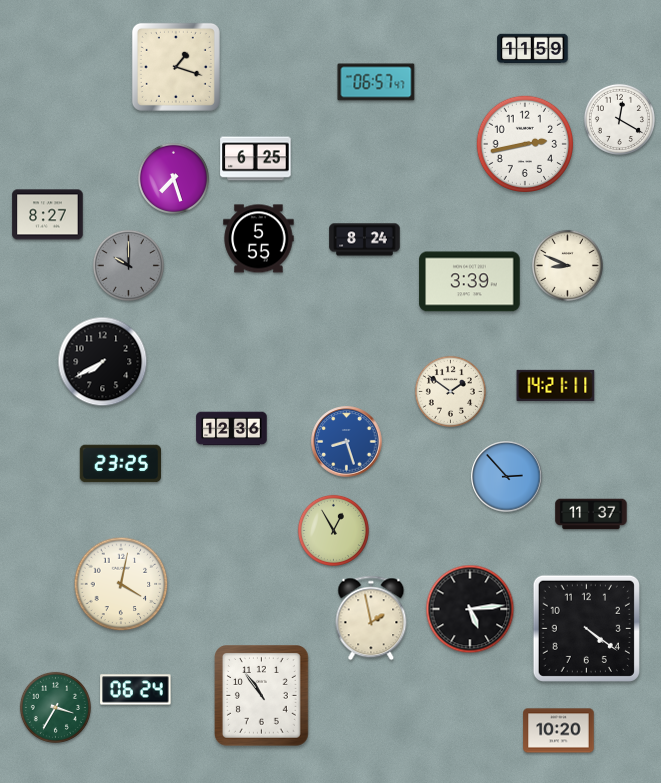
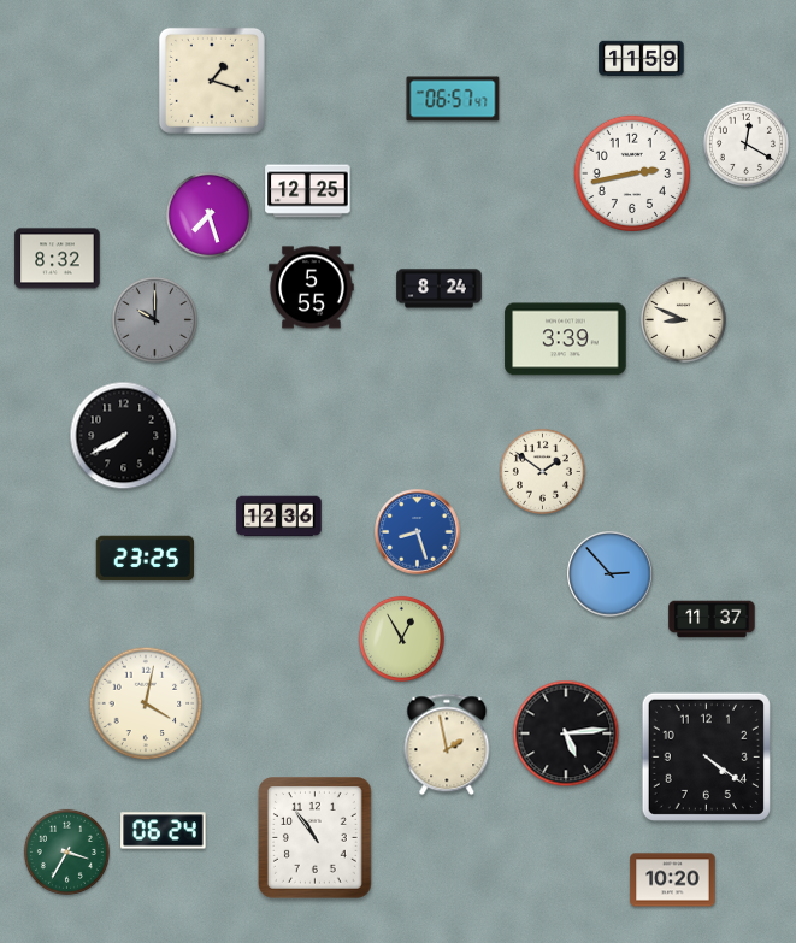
clock at (256, 159): 6:25 -> 12:25
clock at (48, 215): 8:27 -> 8:32
clock at (556, 385): 14:21 -> none
